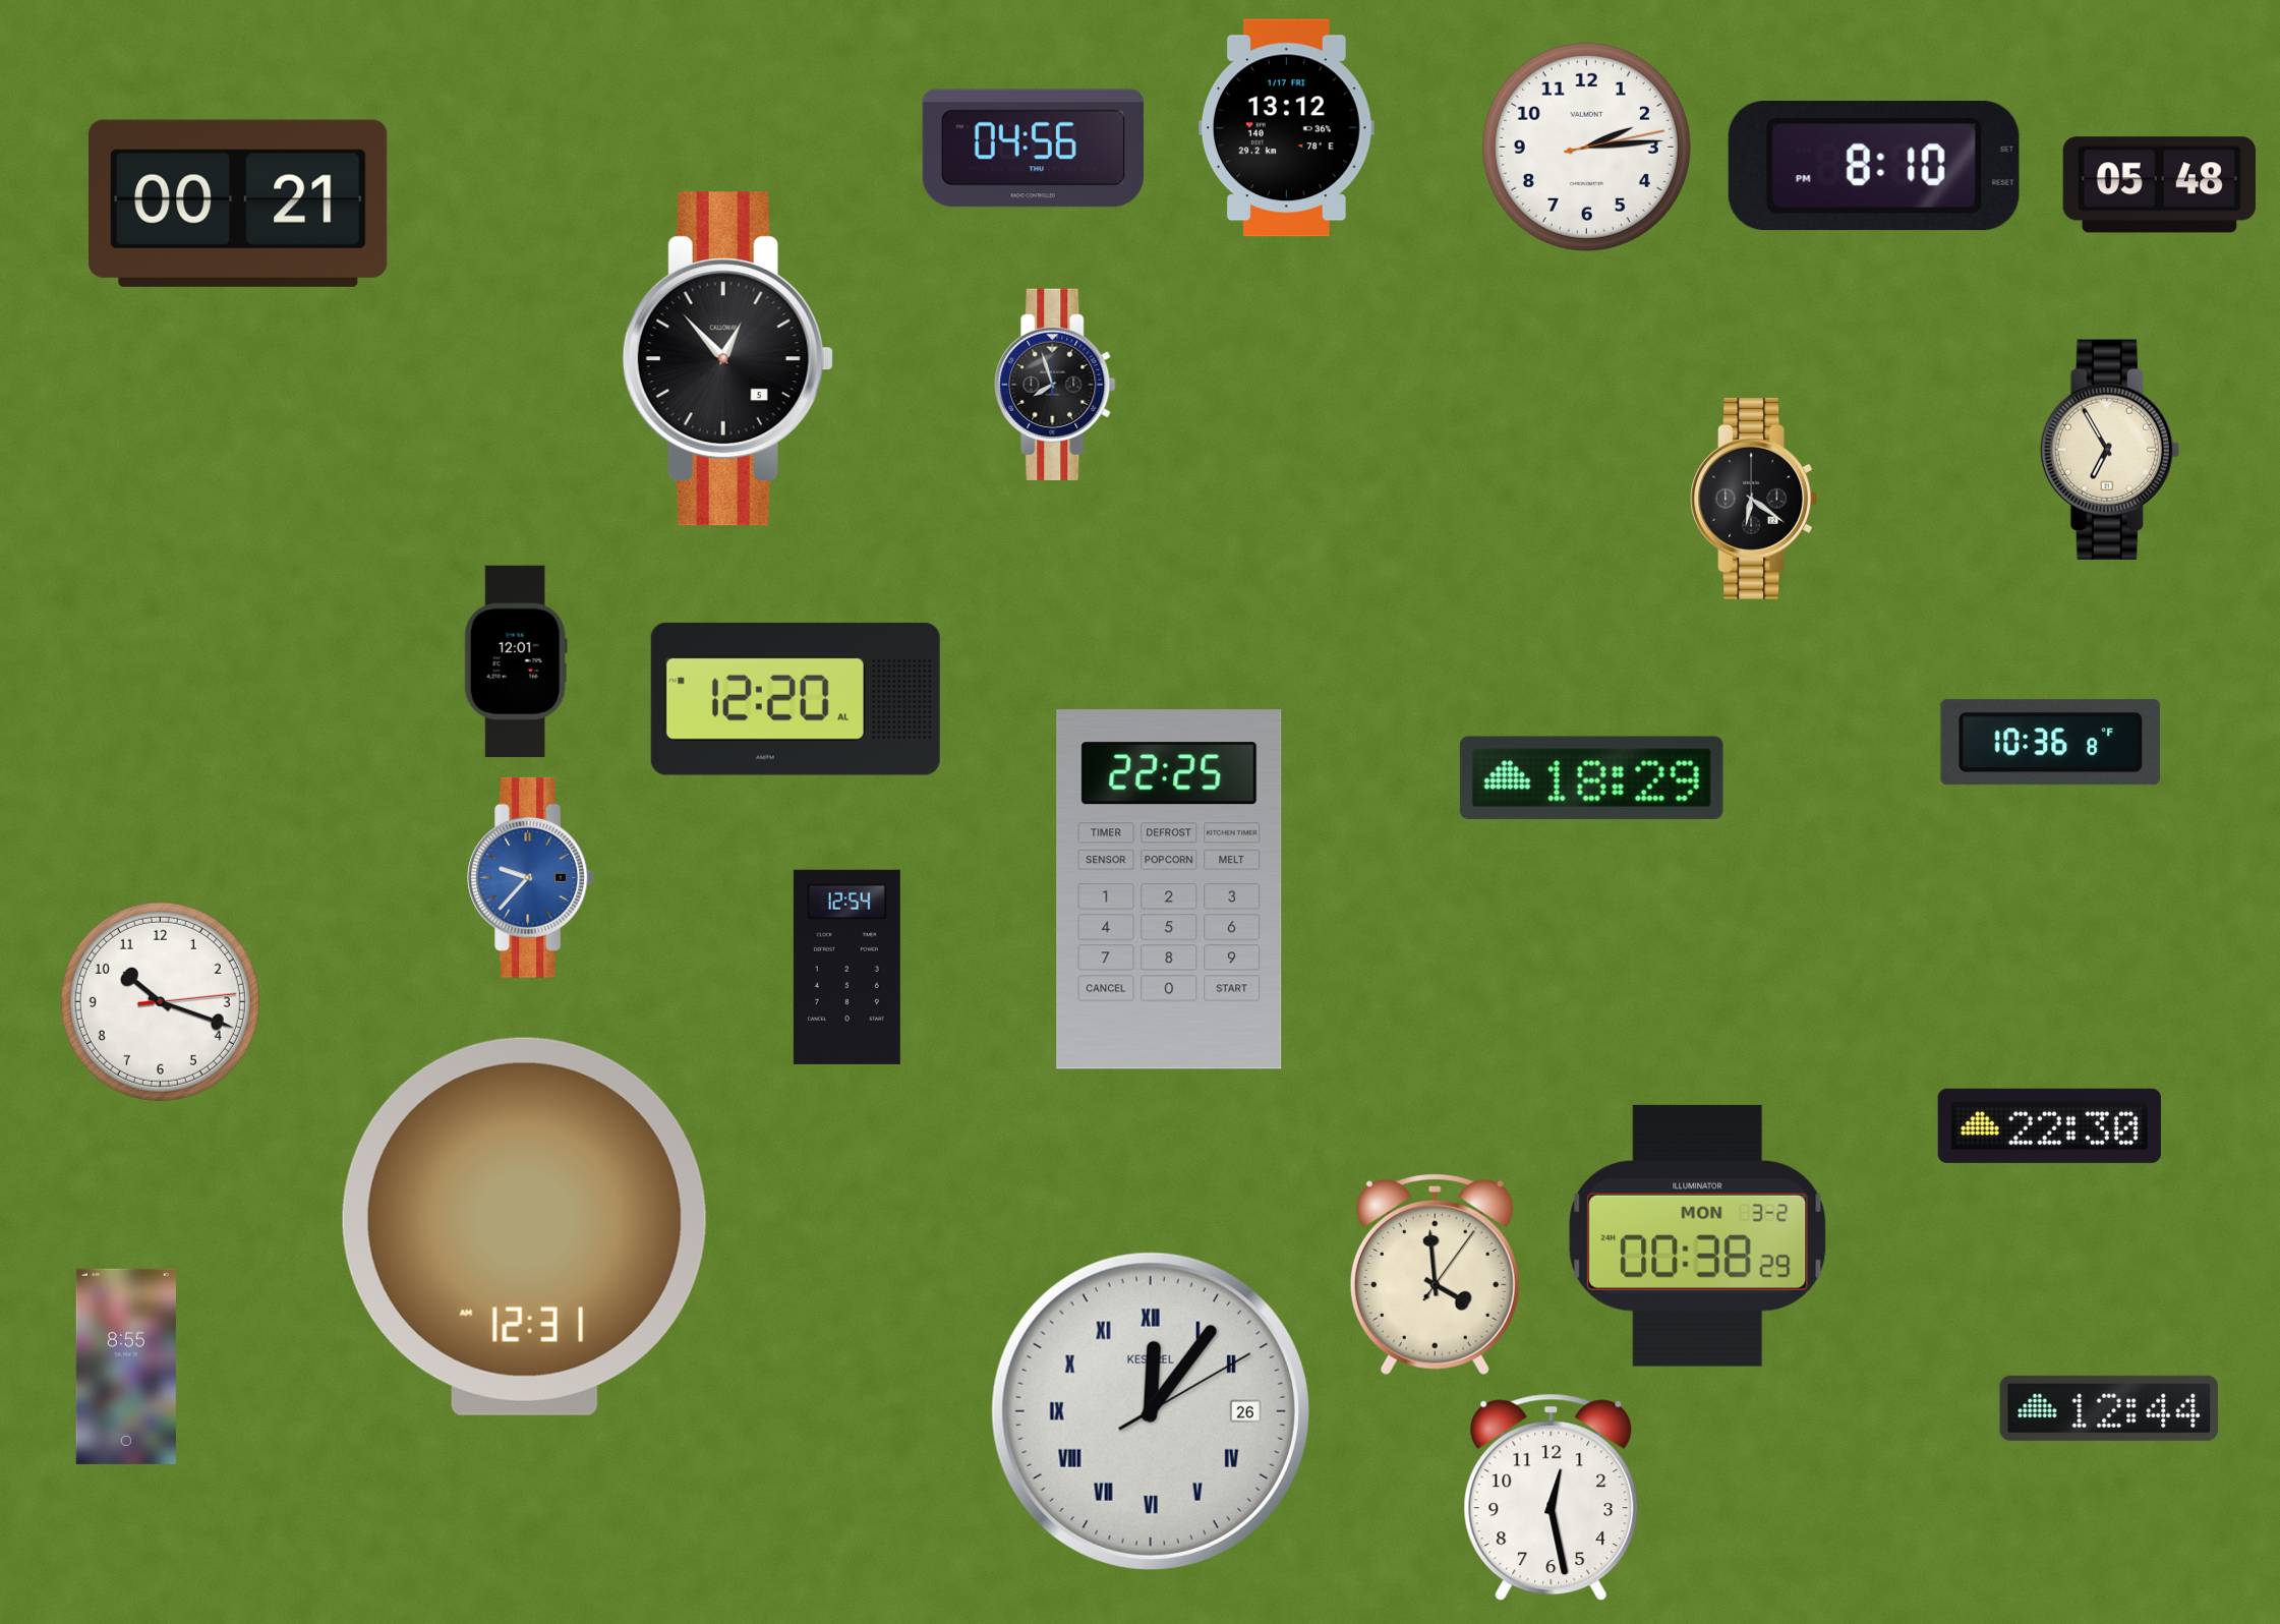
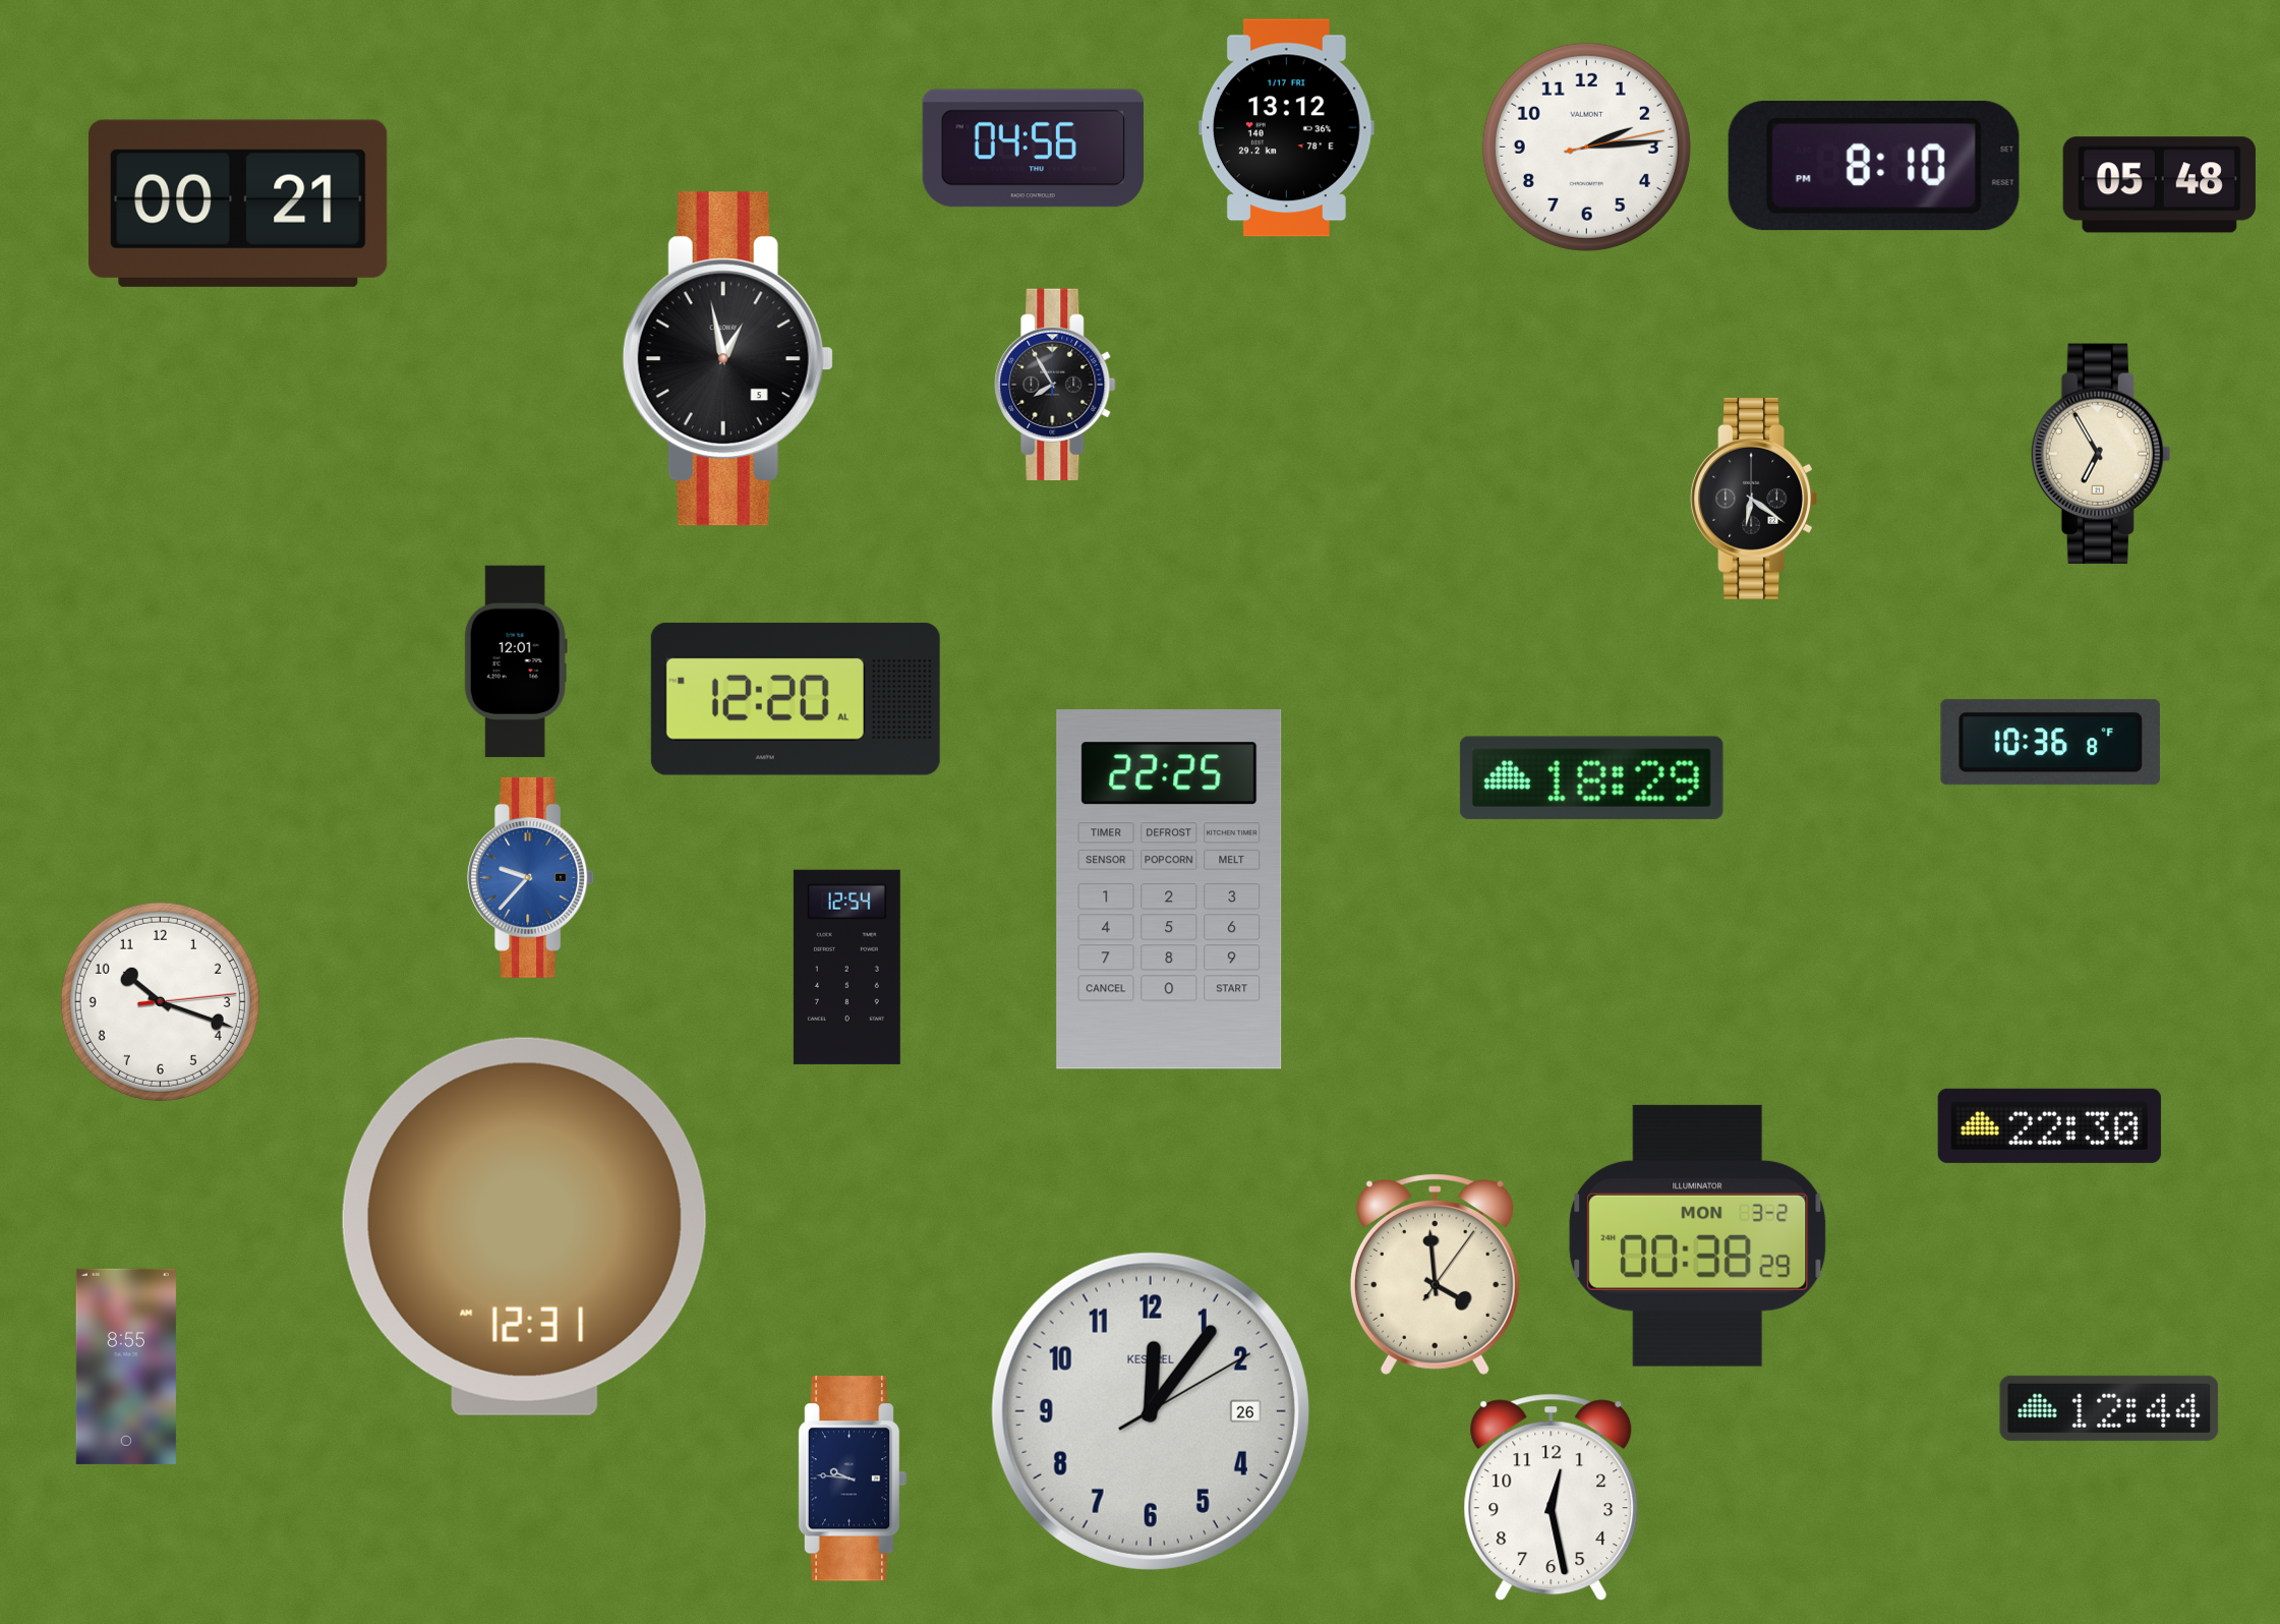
clock at (727, 359): 12:53 -> 12:58
clock at (1055, 384): 7:57 -> 7:55
clock at (2110, 450) position: (2110, 450) -> (2101, 454)
clock at (1151, 1411) numerals: Roman -> Arabic
clock at (853, 1478): none -> 9:46
